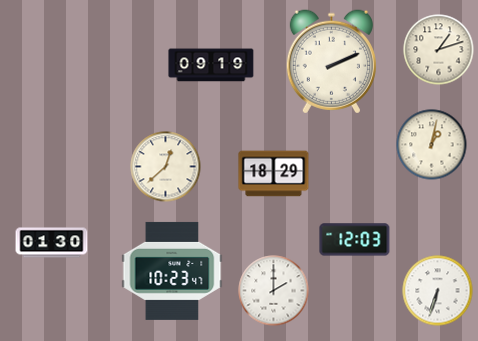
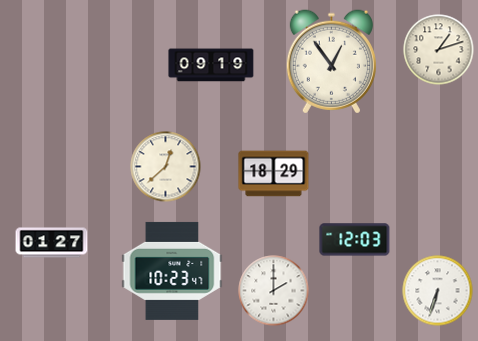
clock at (331, 62): 2:11 -> 12:54
clock at (432, 145): 1:02 -> none
clock at (52, 243): 01:30 -> 01:27
